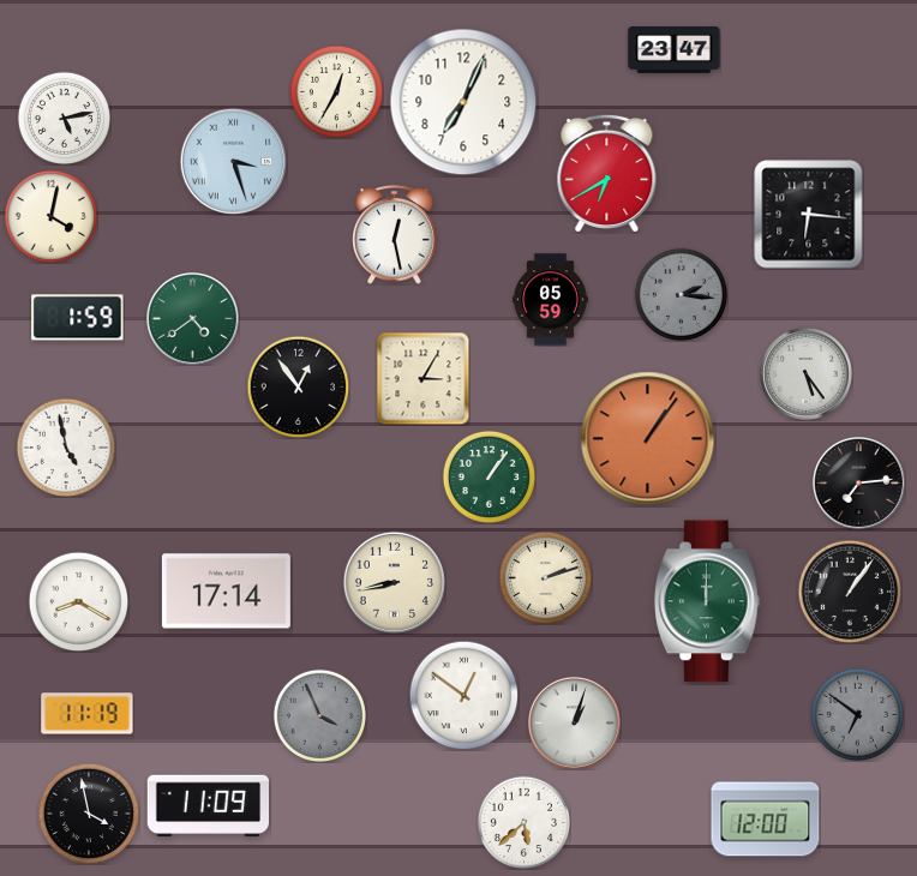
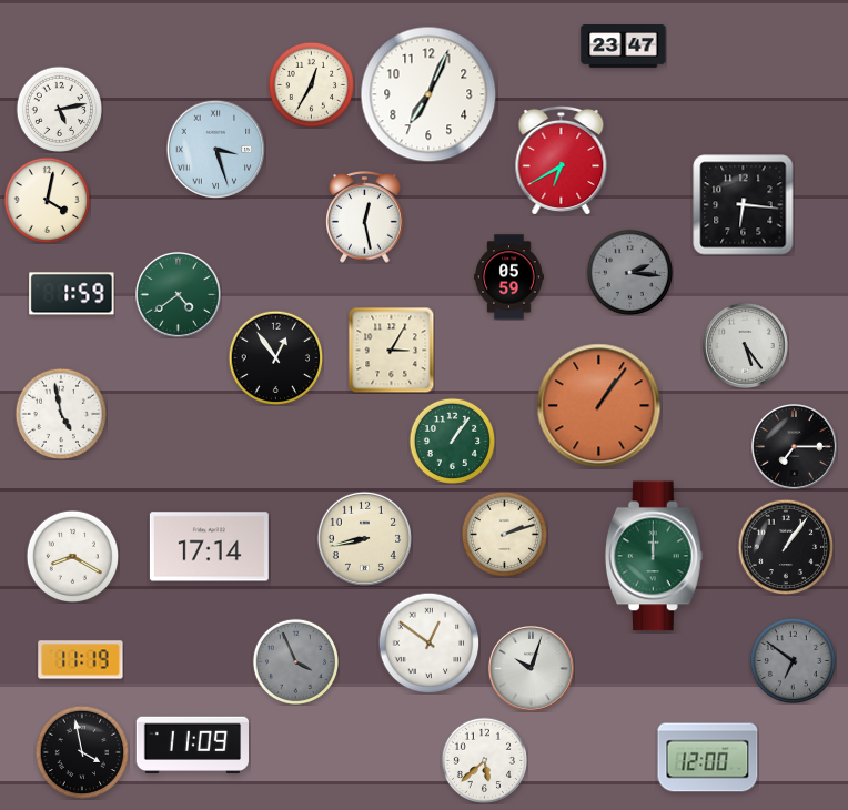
clock at (809, 215) position: (809, 215) -> (744, 205)
clock at (858, 482): 7:14 -> 7:15
clock at (574, 722): 1:03 -> 10:03
